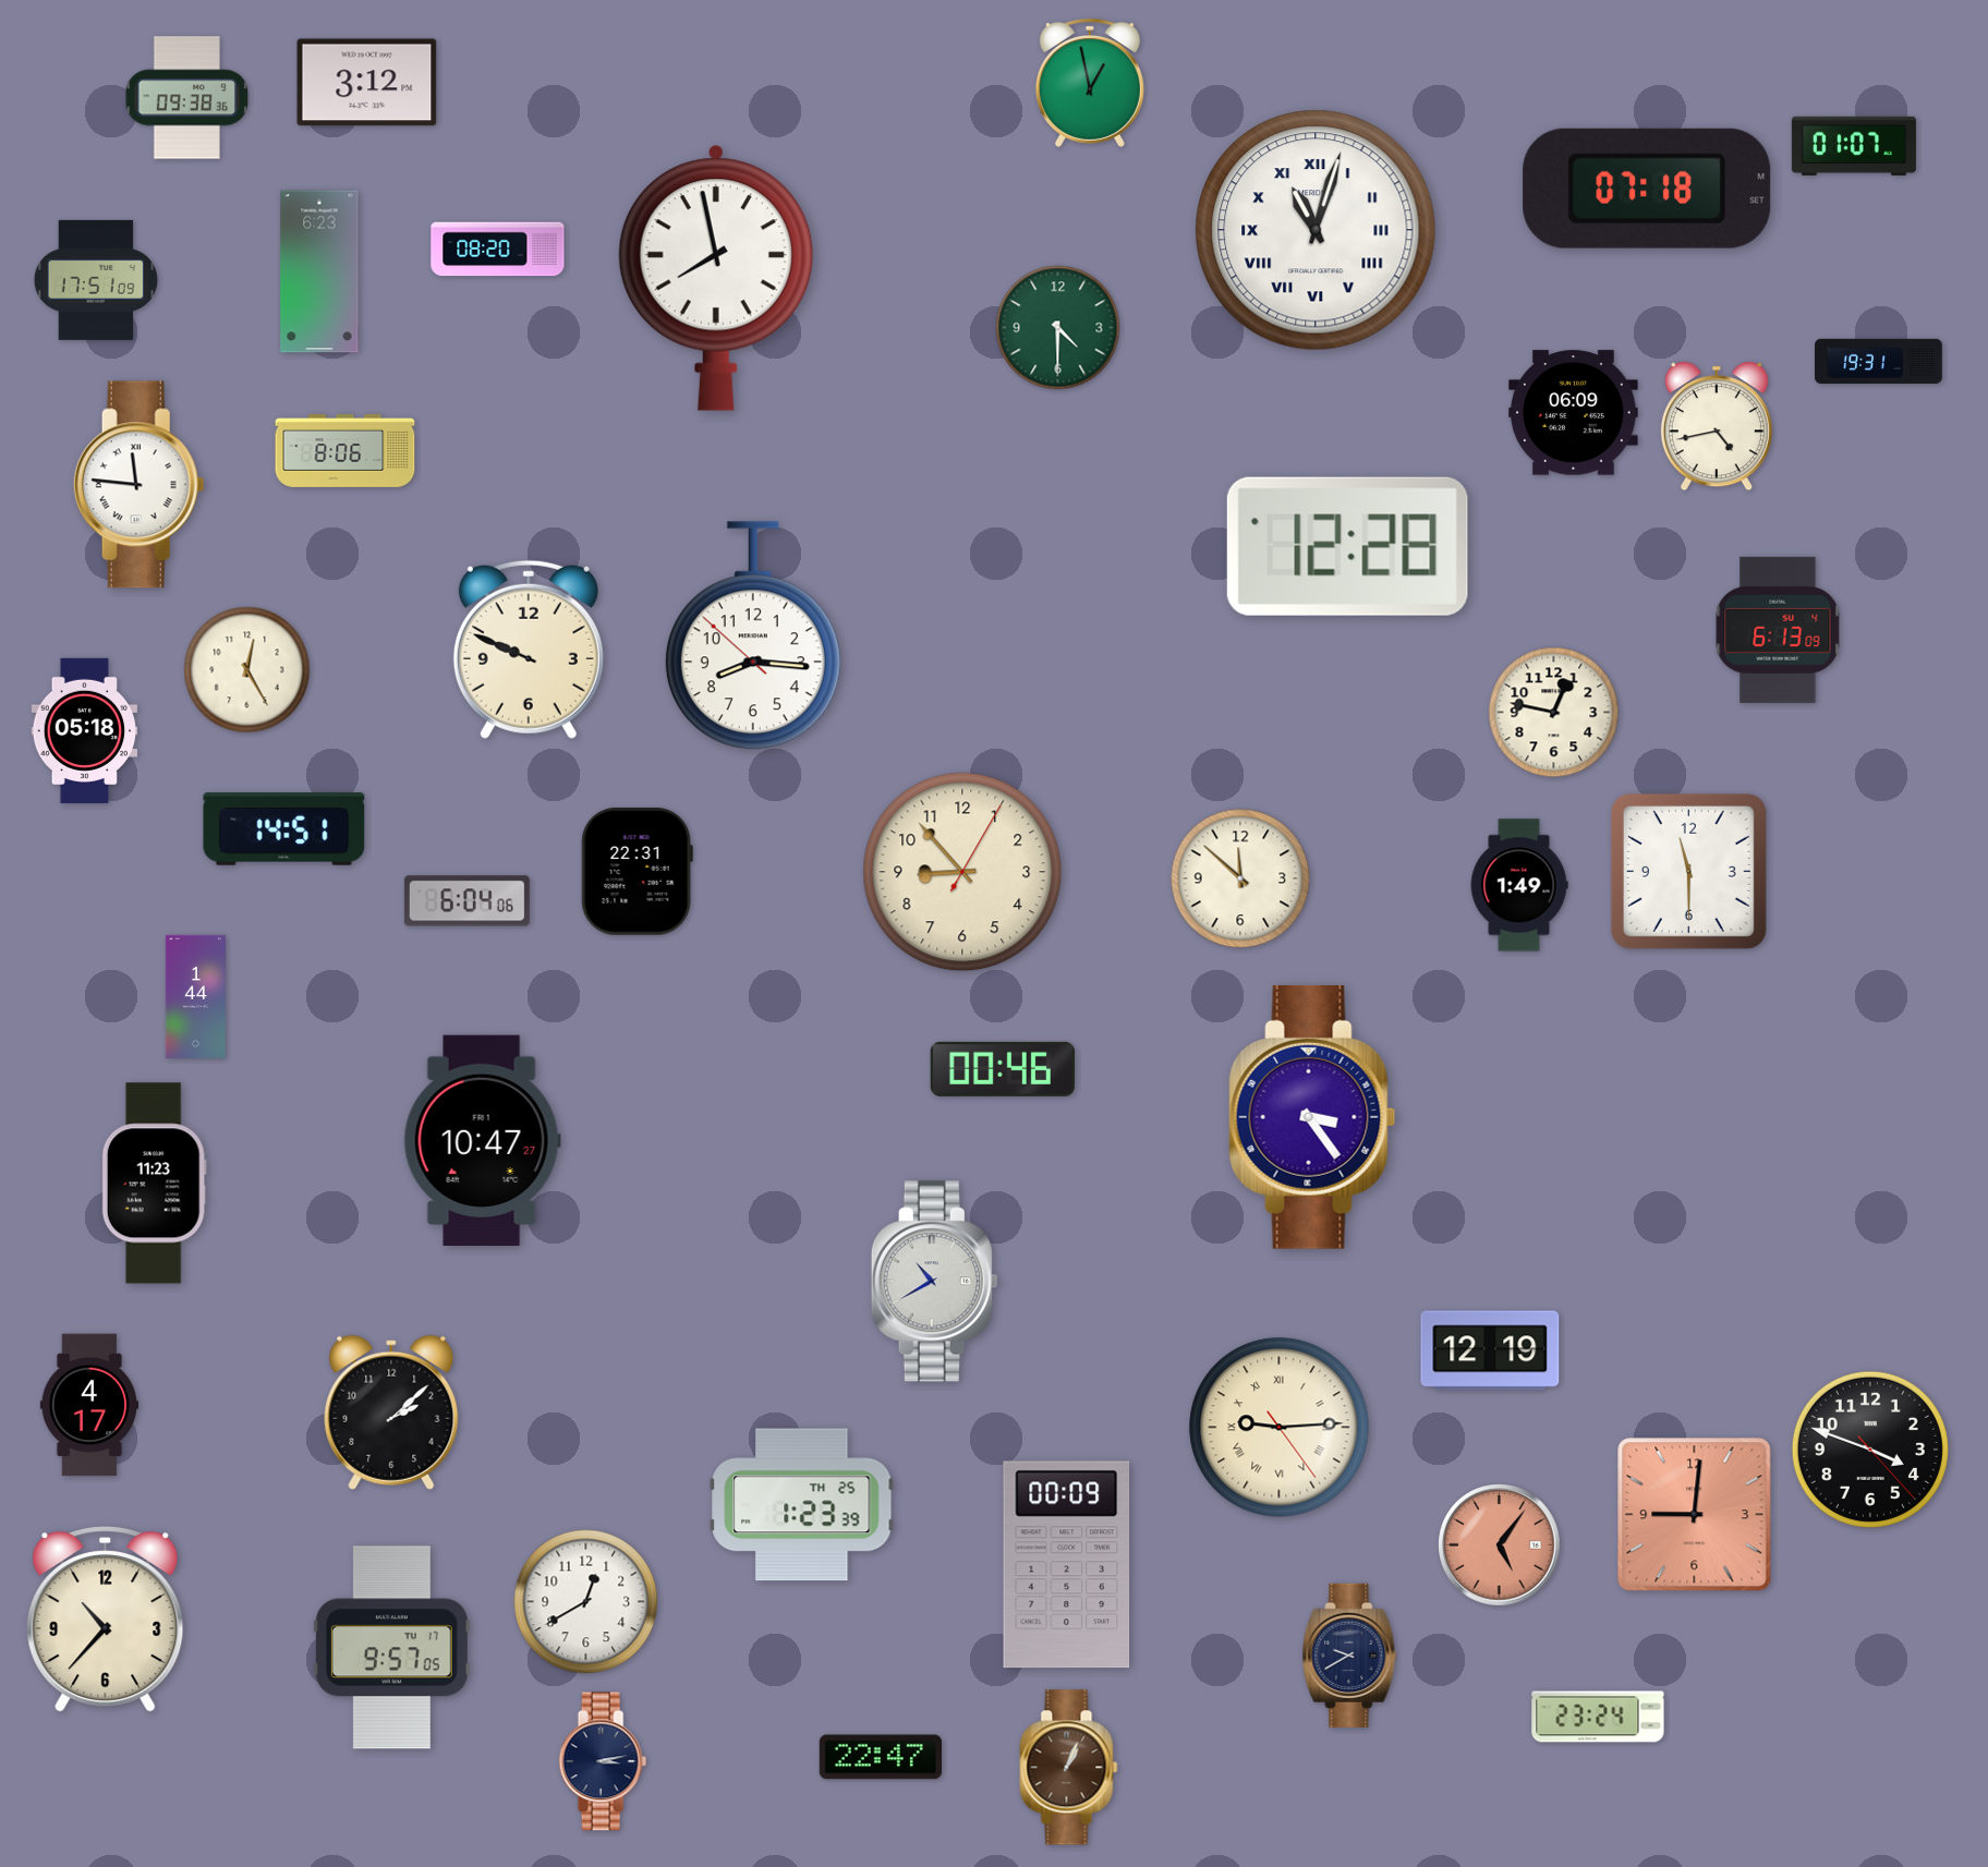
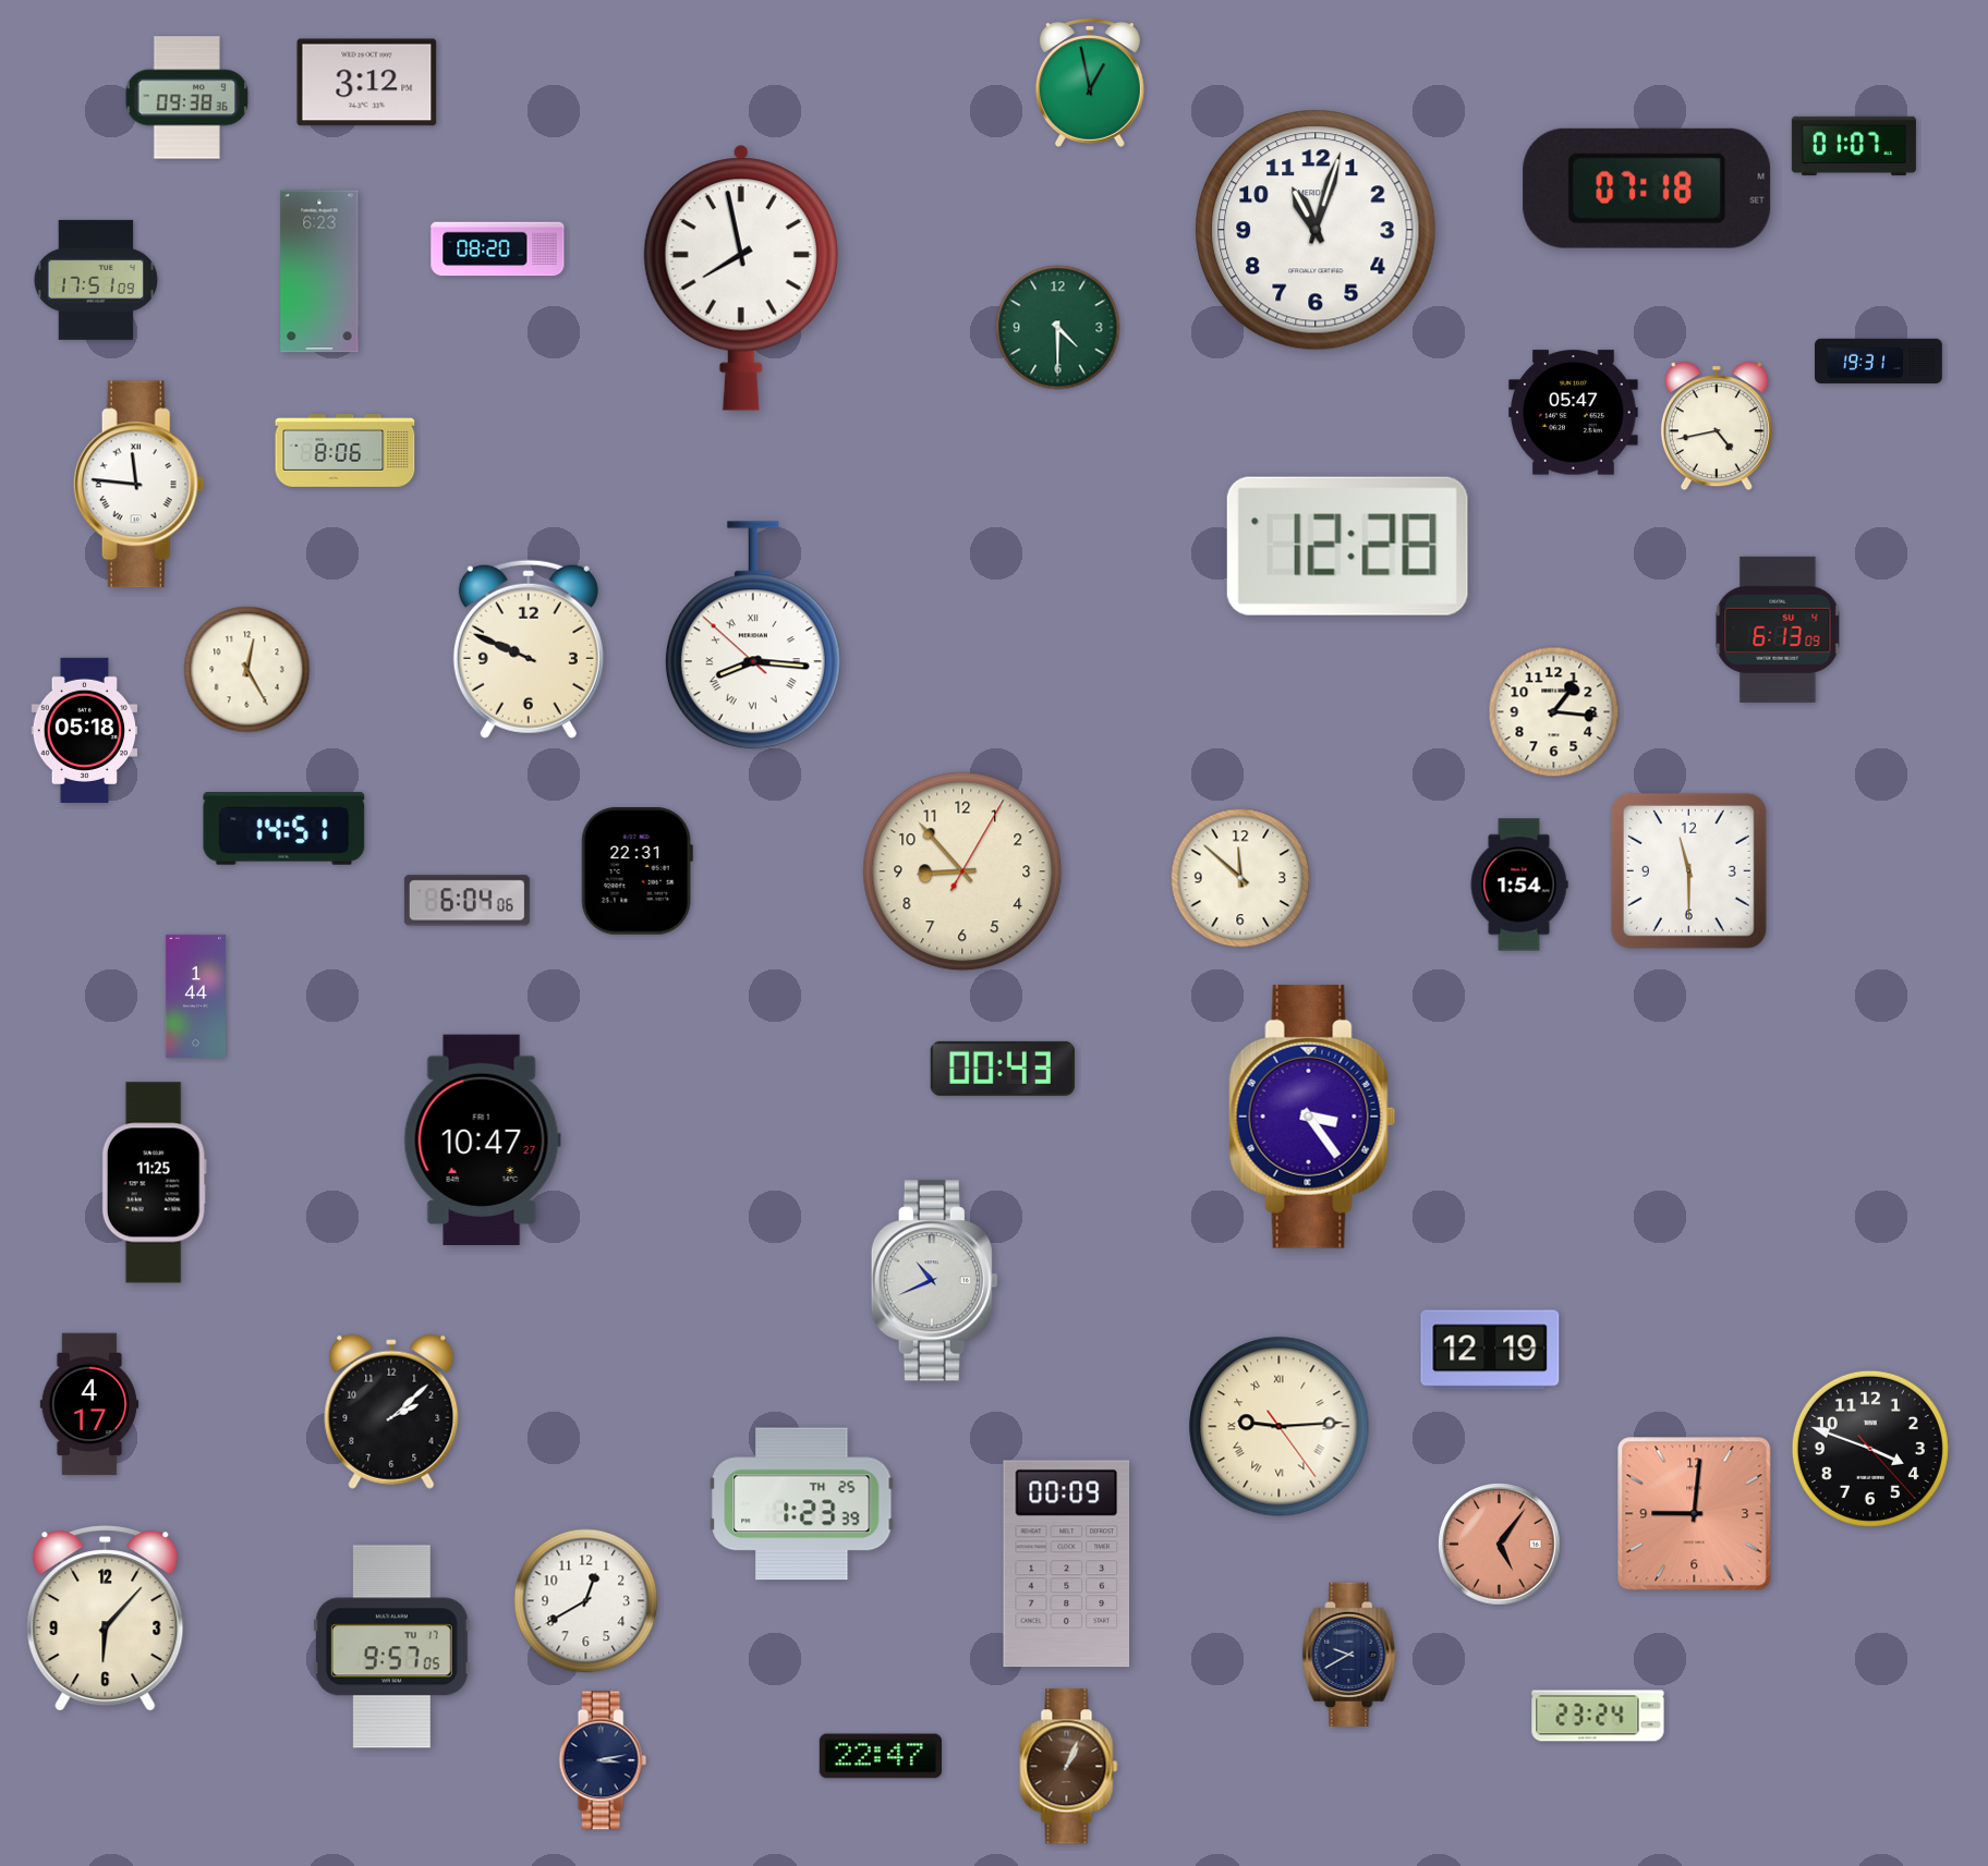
clock at (1316, 230) numerals: Roman -> Arabic
clock at (716, 278) position: (716, 278) -> (741, 278)
clock at (1574, 413): 06:09 -> 05:47
clock at (753, 635) numerals: Arabic -> Roman
clock at (1554, 713): 12:47 -> 1:16
clock at (1519, 885): 1:49 -> 1:54
clock at (1003, 1069): 00:46 -> 00:43
clock at (154, 1184): 11:23 -> 11:25
clock at (934, 1282): 10:40 -> 10:41
clock at (106, 1620): 10:37 -> 6:07
